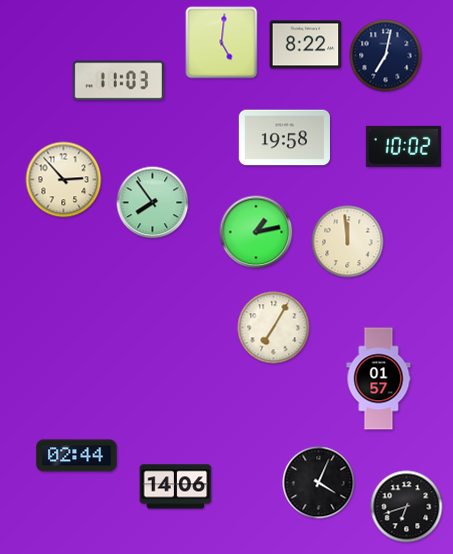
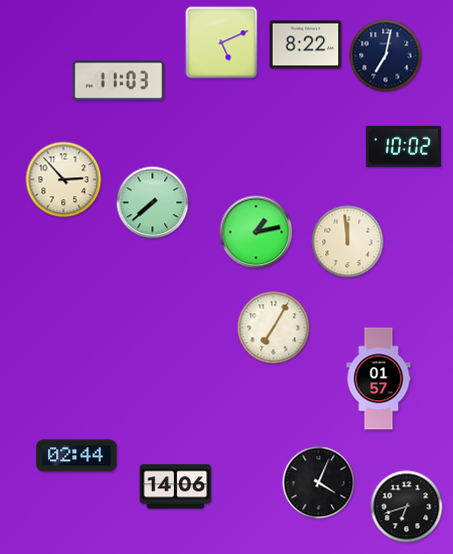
clock at (222, 43): 5:01 -> 5:11
clock at (284, 138): 19:58 -> none
clock at (153, 203): 7:54 -> 7:38
